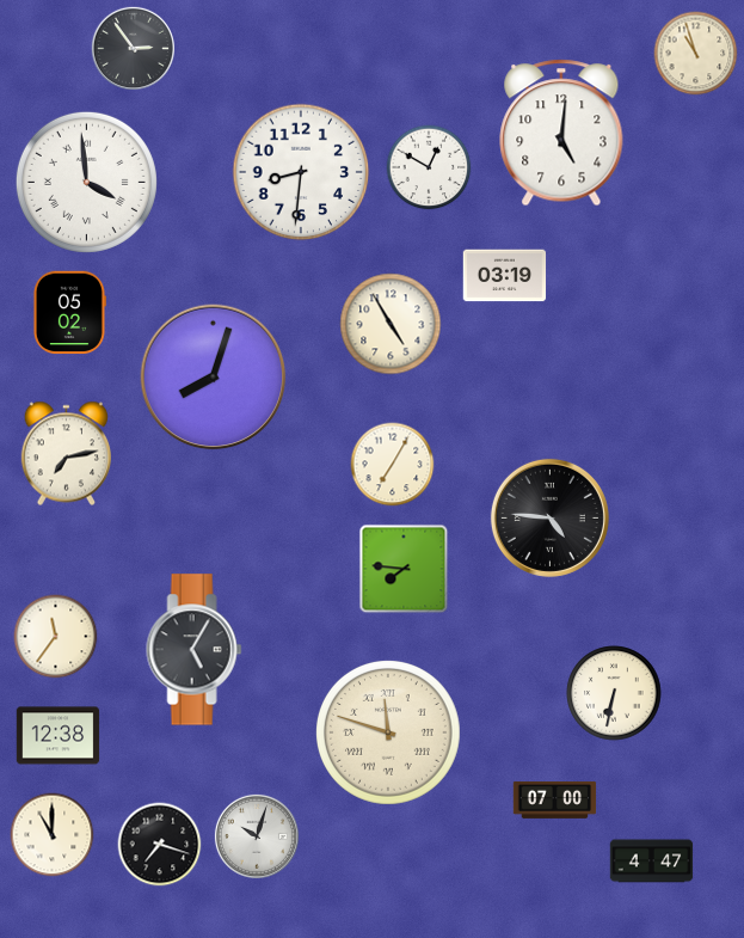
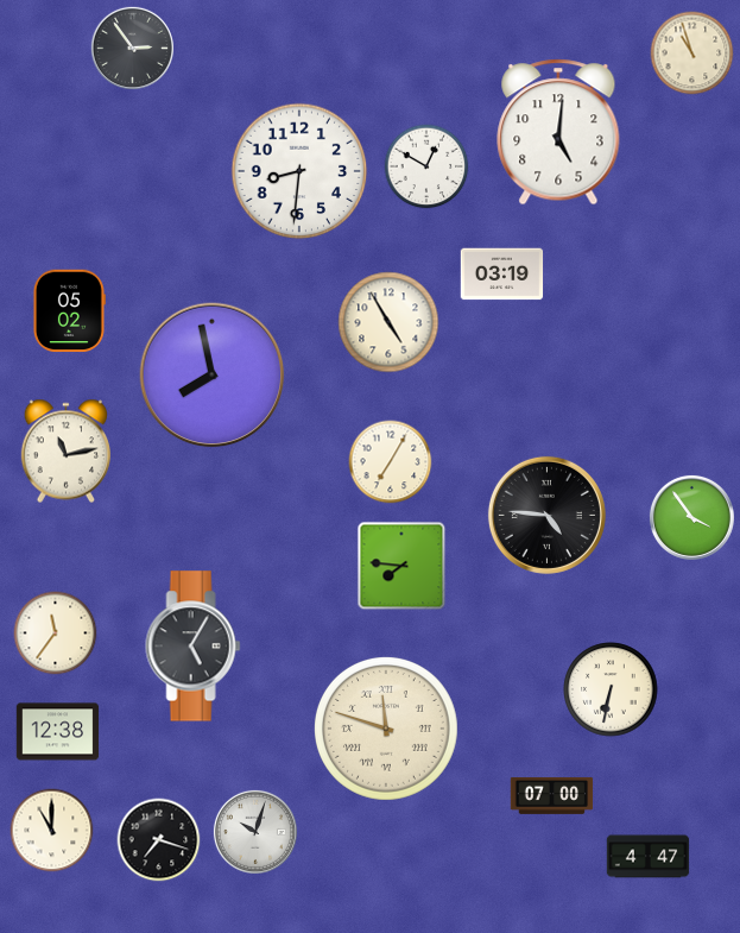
clock at (86, 182): 3:59 -> none
clock at (214, 378): 8:03 -> 7:58
clock at (66, 454): 7:13 -> 11:13
clock at (691, 517): none -> 3:54
